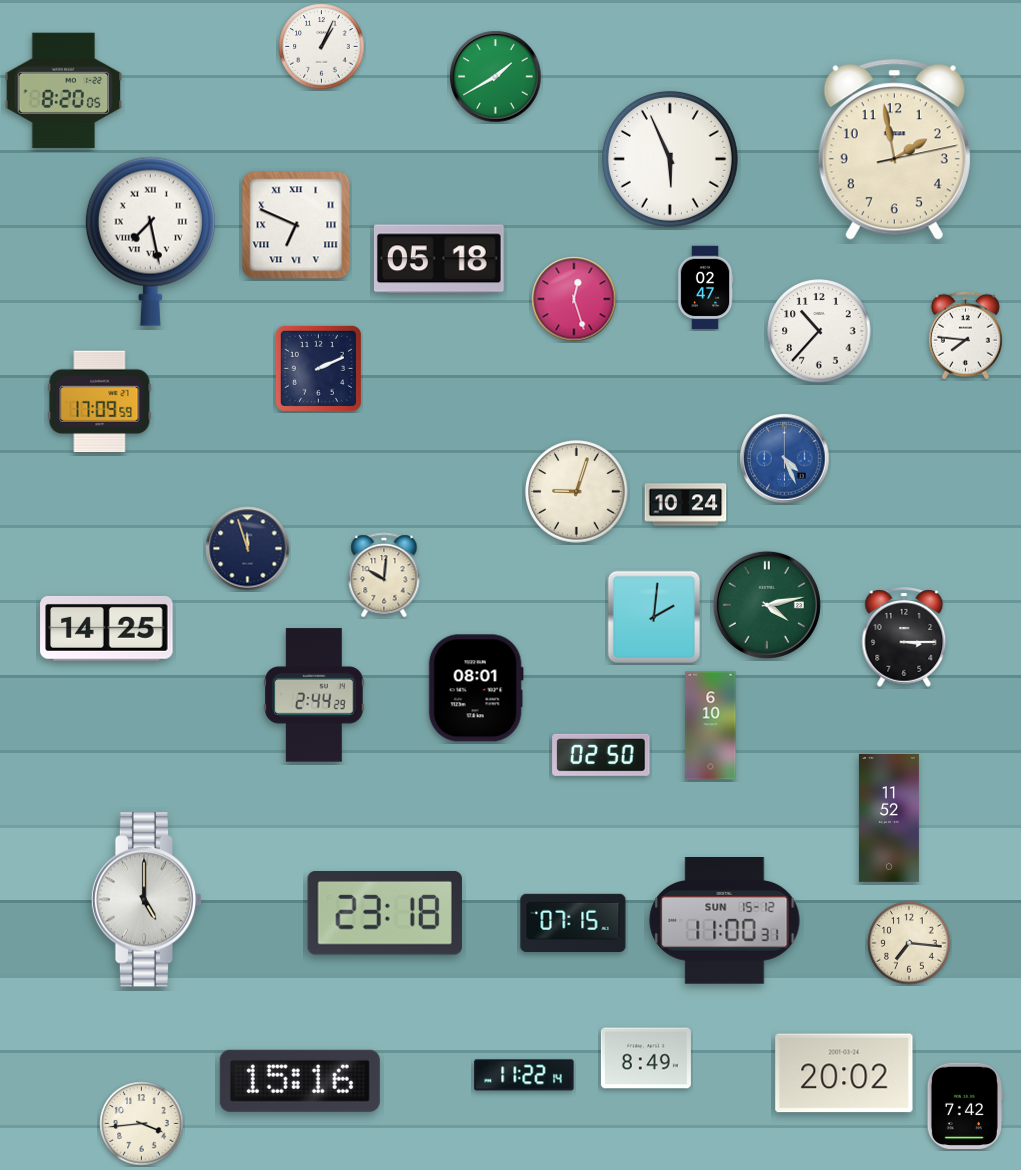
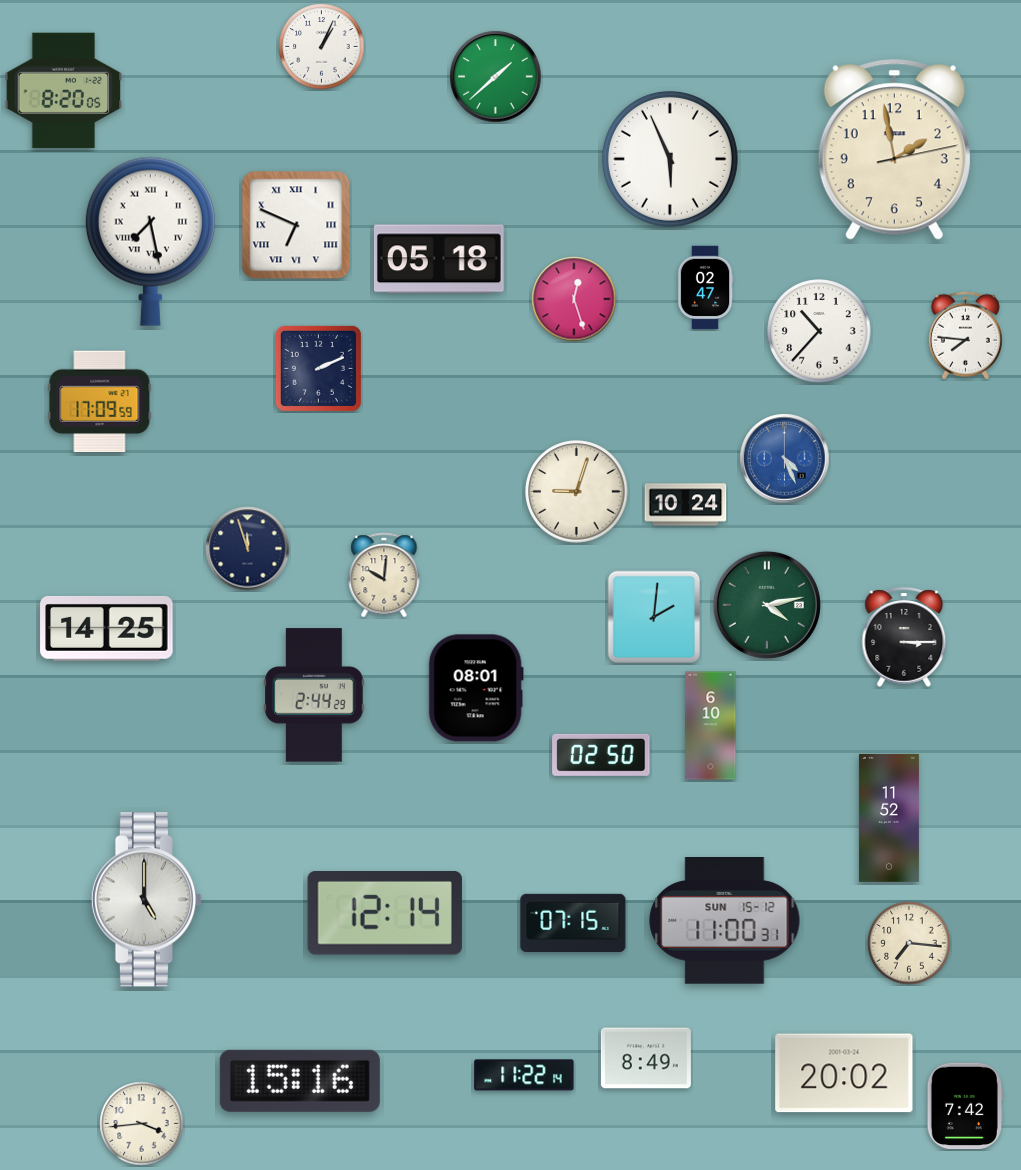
clock at (496, 77): 1:40 -> 1:38
clock at (385, 914): 23:18 -> 12:14
